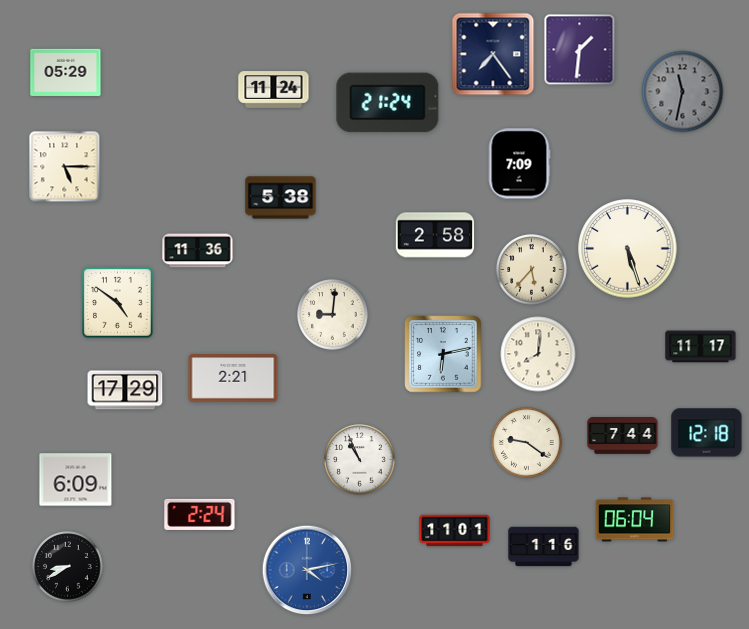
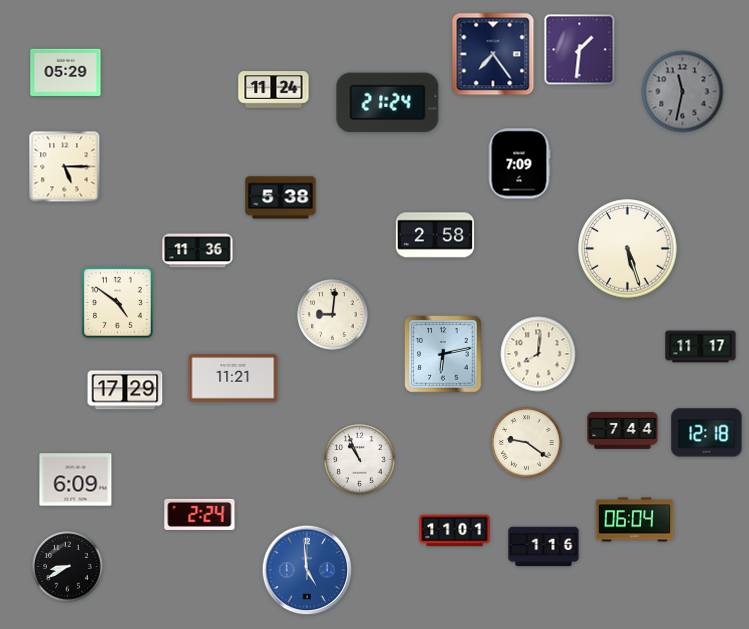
clock at (532, 270): 5:37 -> none
clock at (233, 378): 2:21 -> 11:21
clock at (623, 436) position: (623, 436) -> (623, 431)
clock at (307, 570): 4:13 -> 4:59
